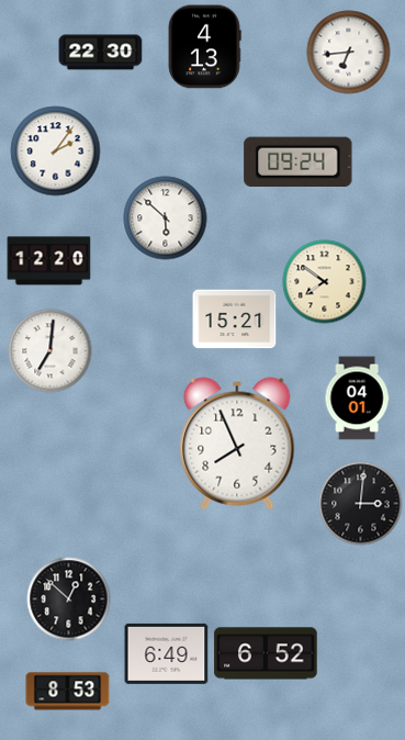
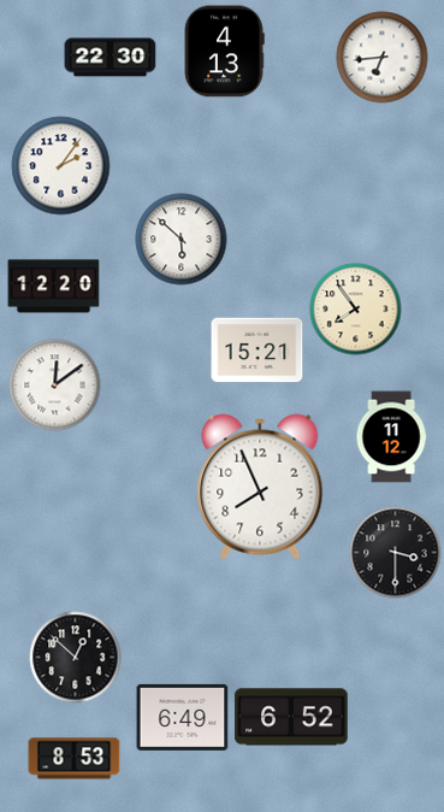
clock at (299, 161): 09:24 -> none
clock at (325, 282): 7:51 -> 7:54
clock at (50, 351): 7:01 -> 12:09
clock at (357, 399): 04:01 -> 11:12
clock at (361, 504): 3:01 -> 3:30
